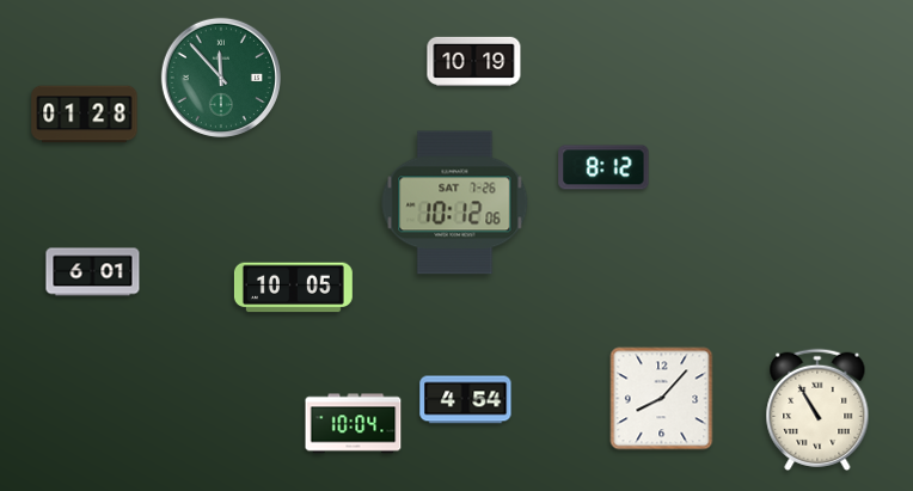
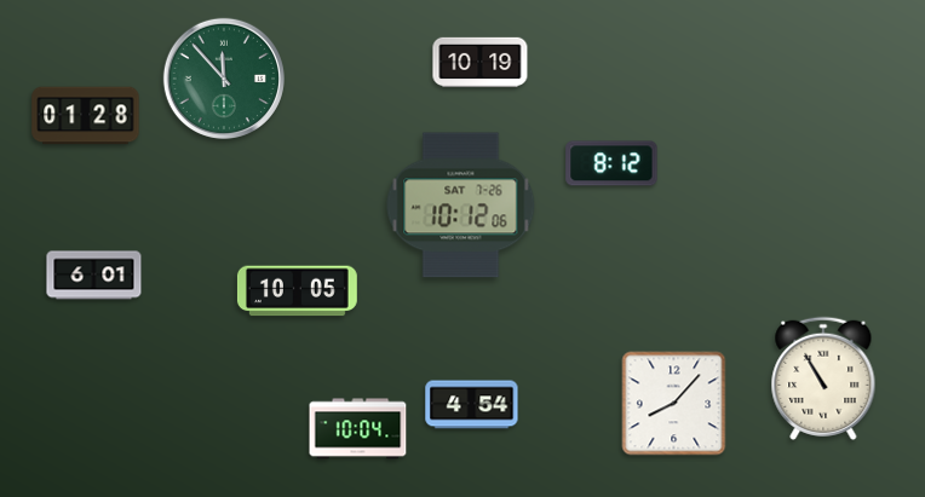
clock at (603, 167) position: (603, 167) -> (611, 163)
clock at (662, 399) position: (662, 399) -> (674, 404)
clock at (817, 410) position: (817, 410) -> (823, 378)
